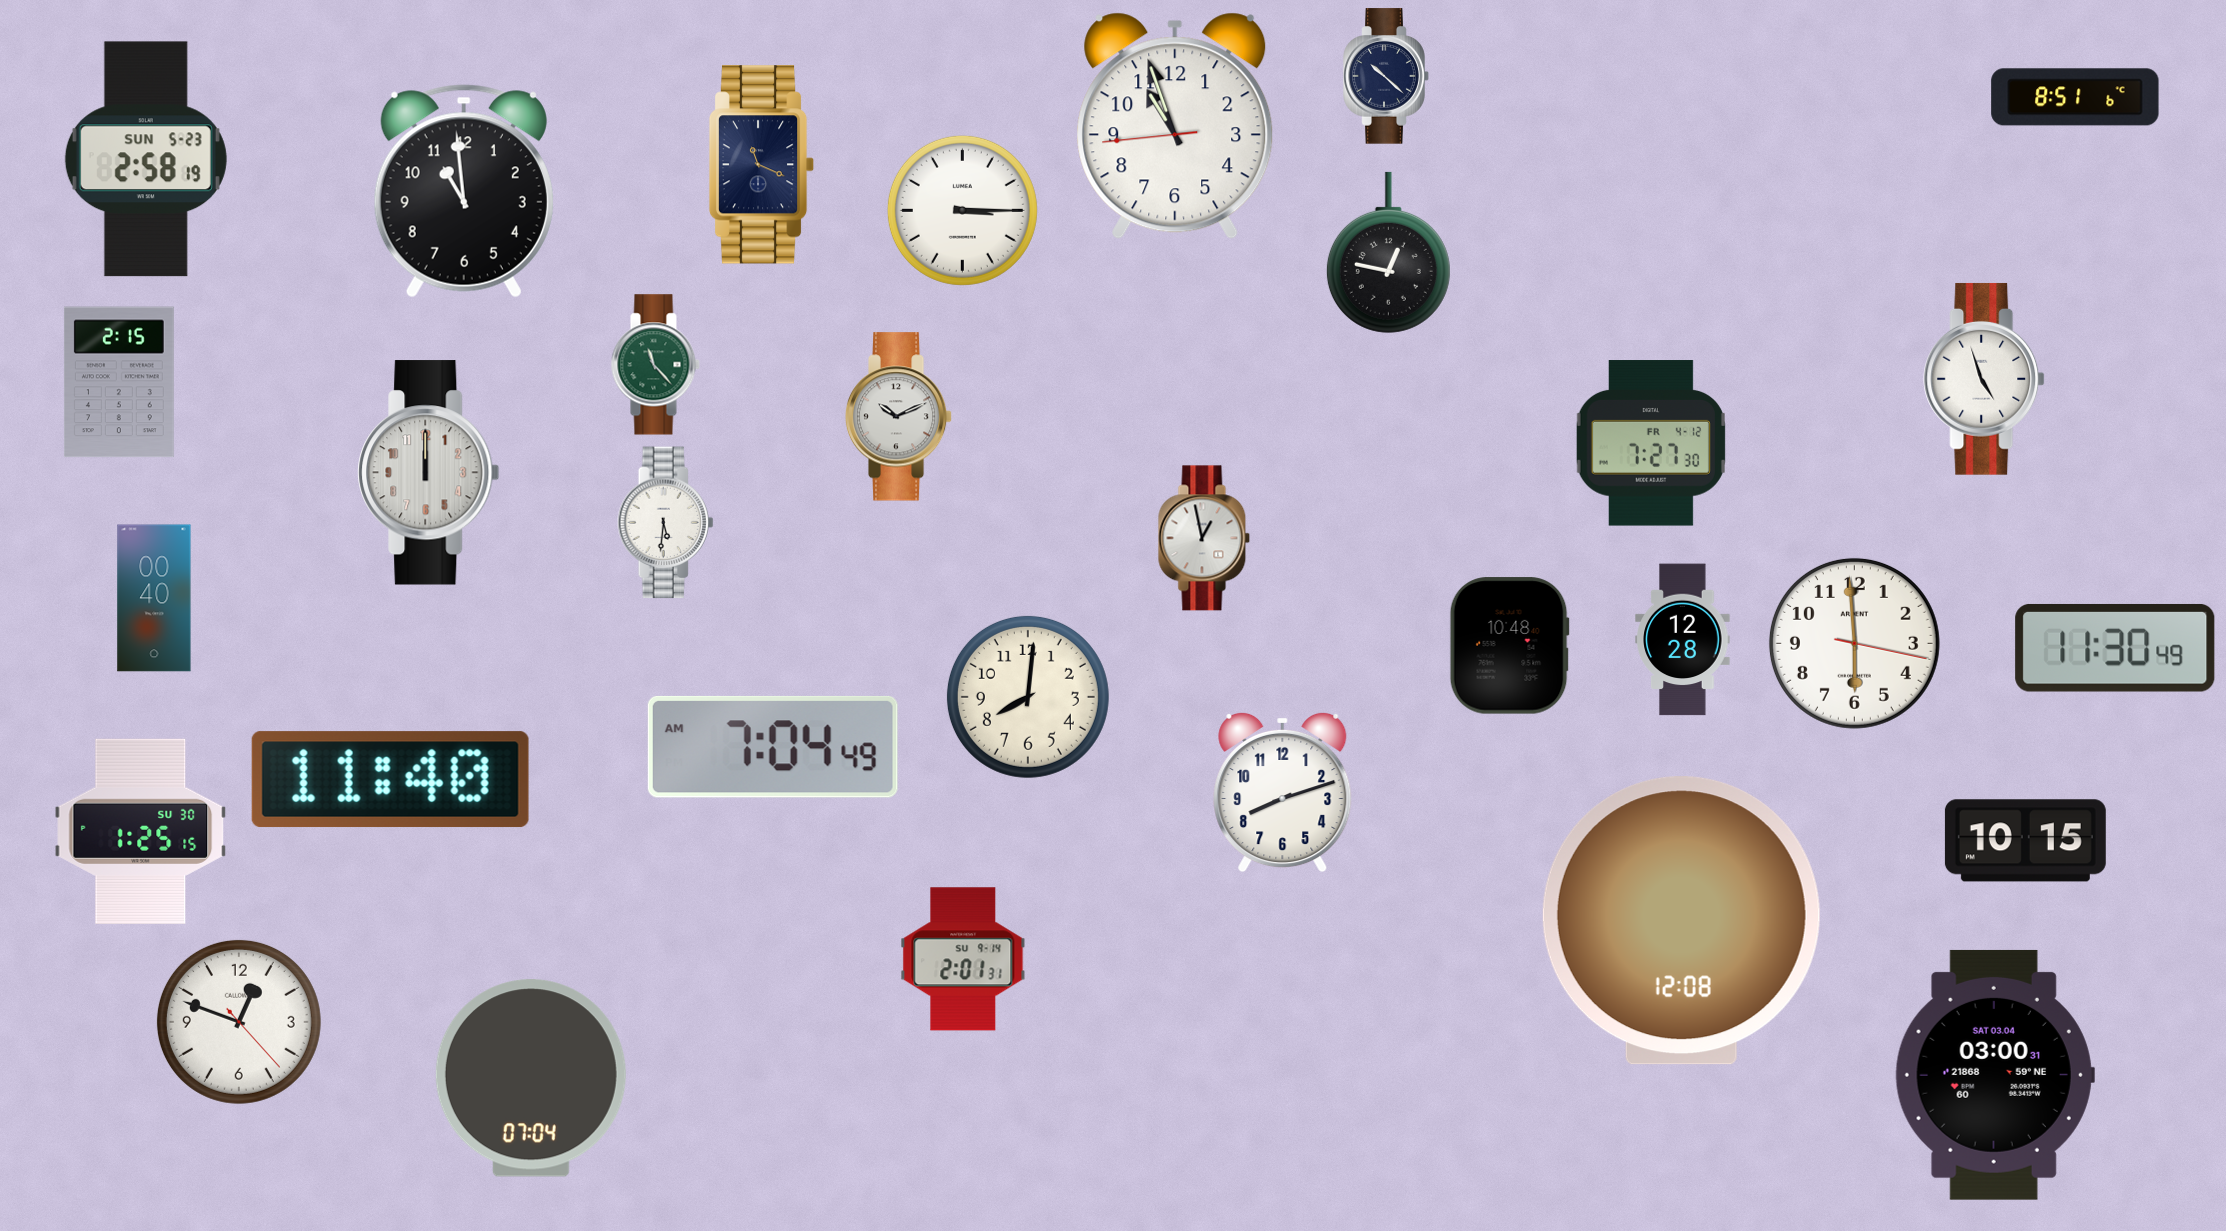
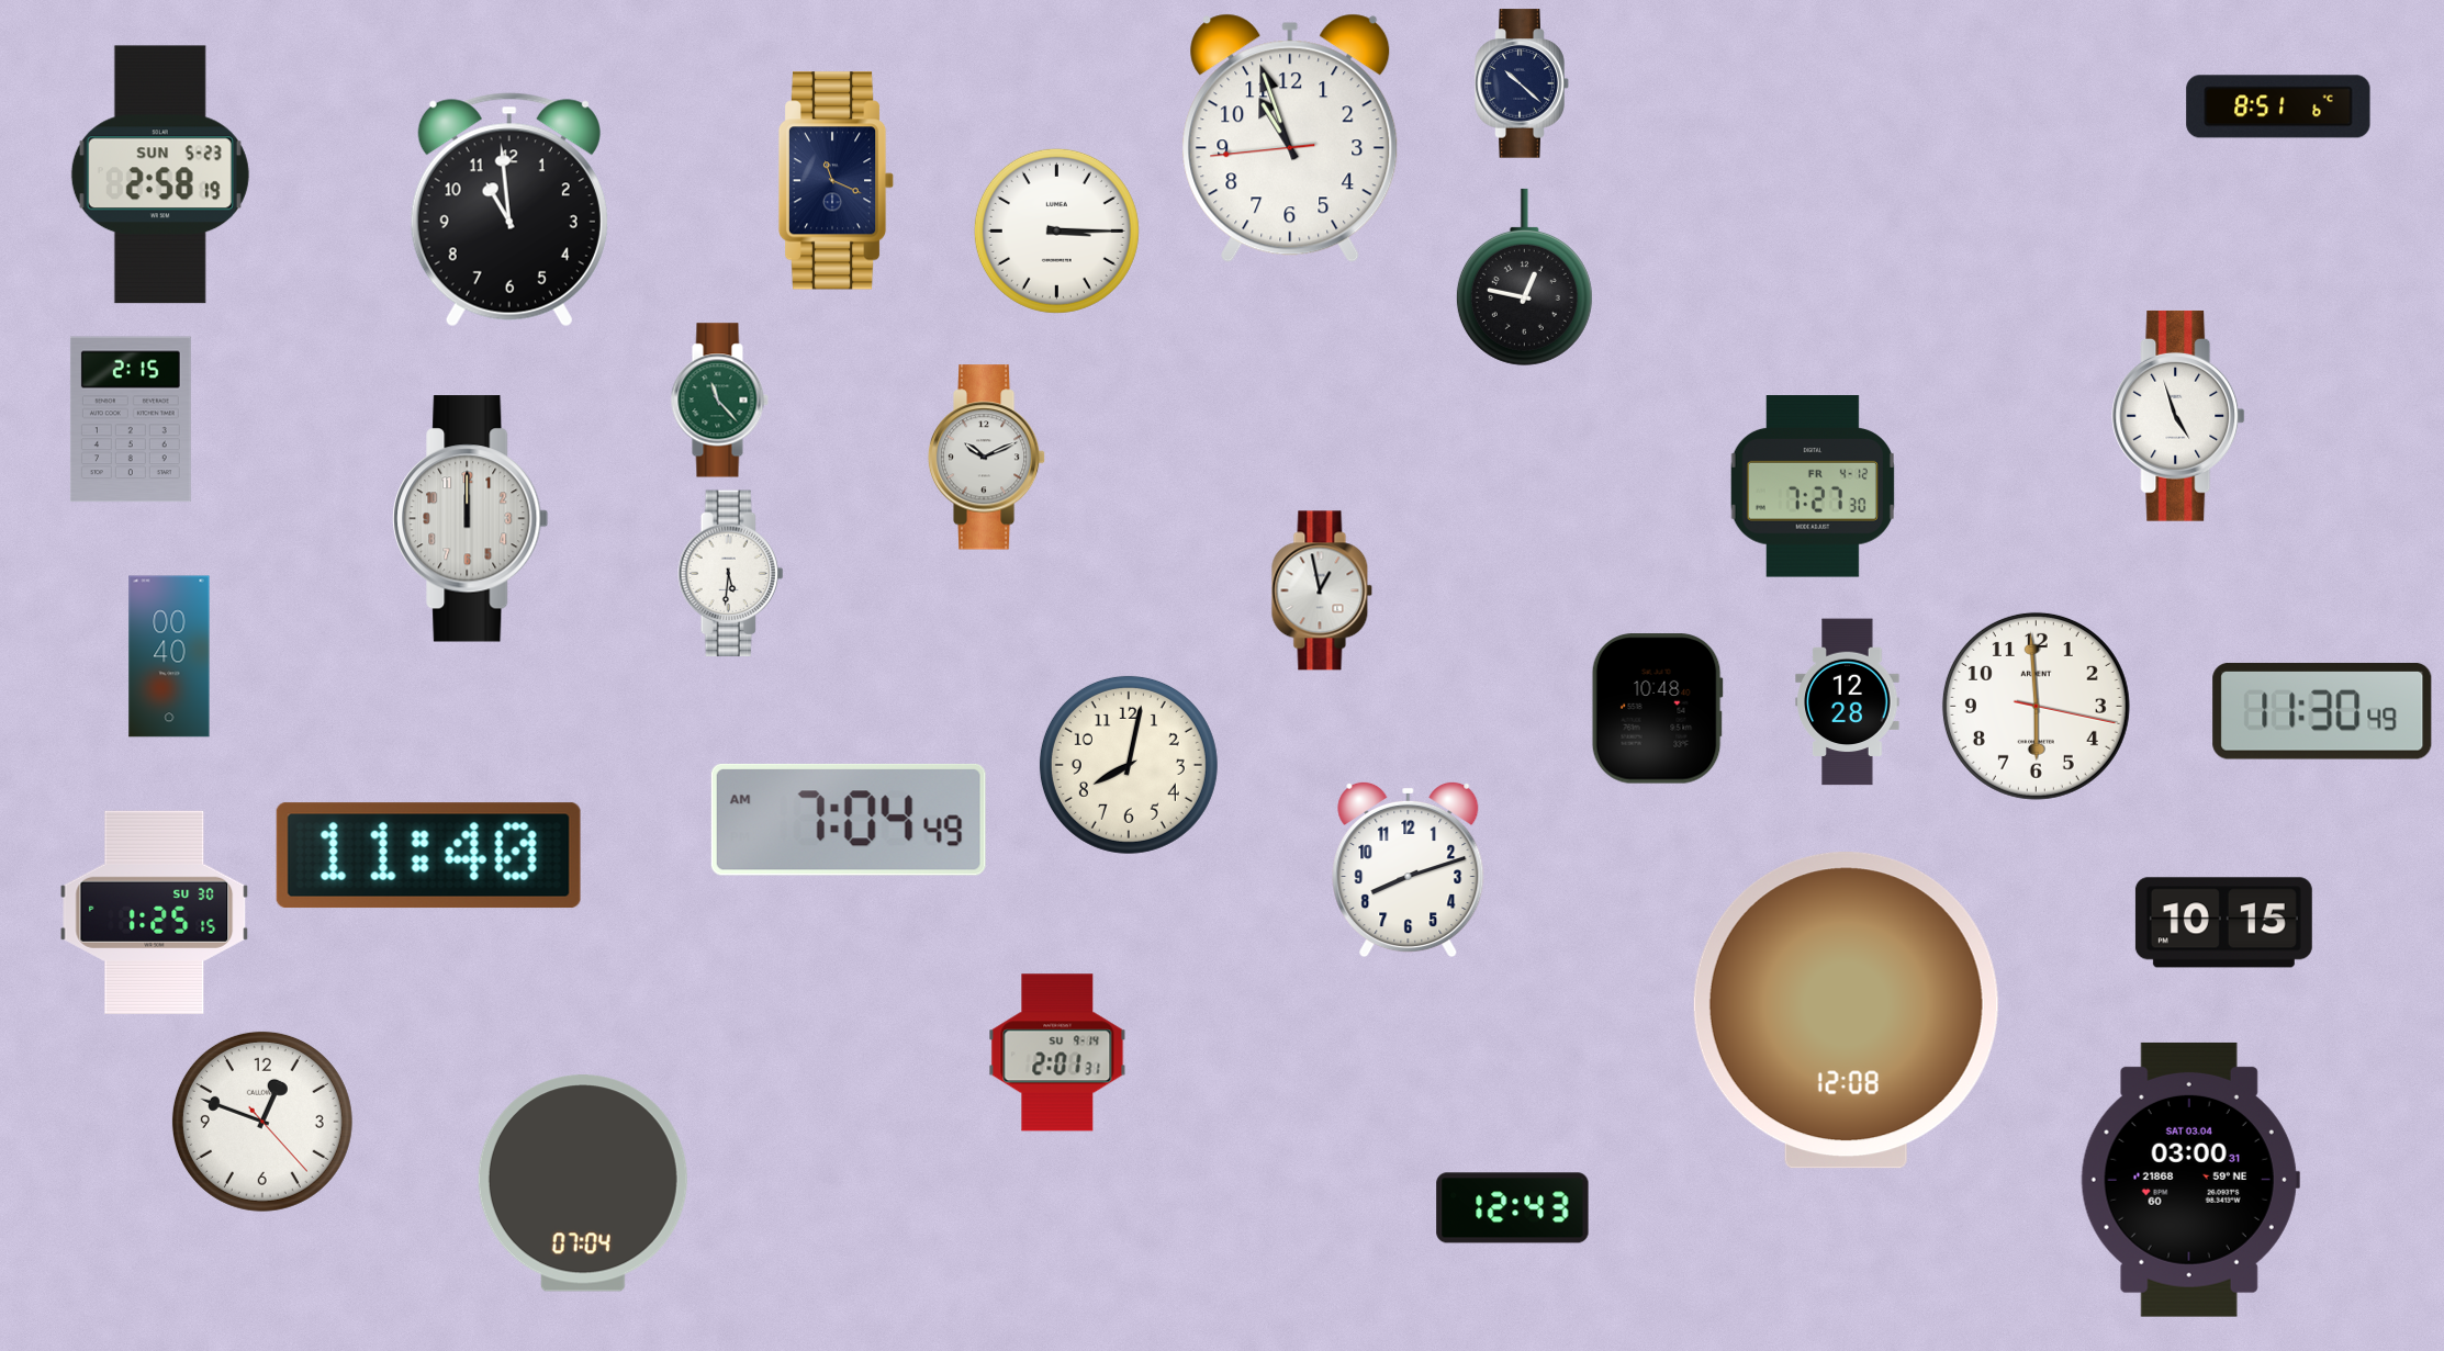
clock at (1028, 697): 8:01 -> 8:02
clock at (1513, 1208): none -> 12:43
